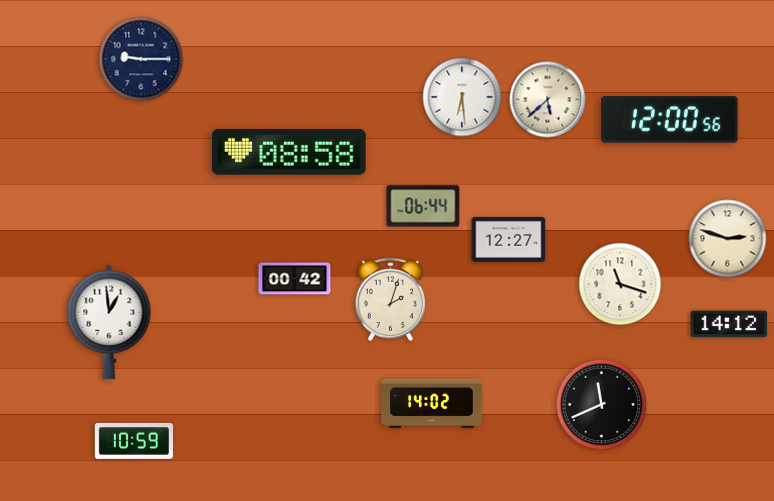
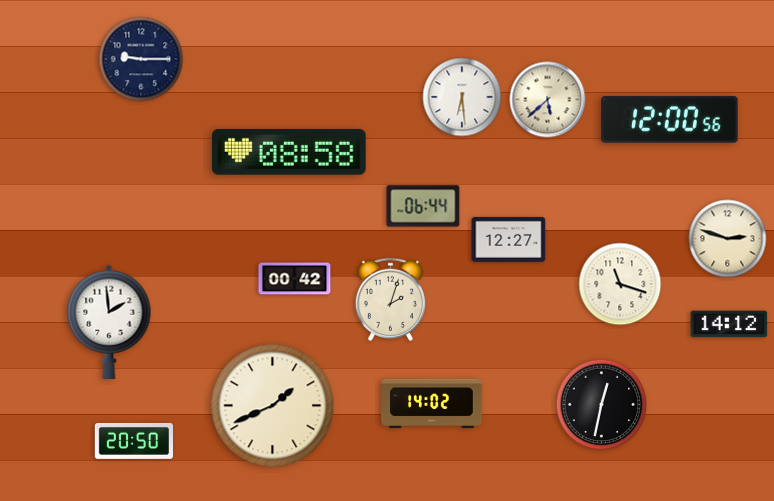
clock at (109, 322): 12:59 -> 1:59
clock at (602, 405): 11:41 -> 12:32
clock at (273, 406): none -> 1:41
clock at (133, 441): 10:59 -> 20:50
